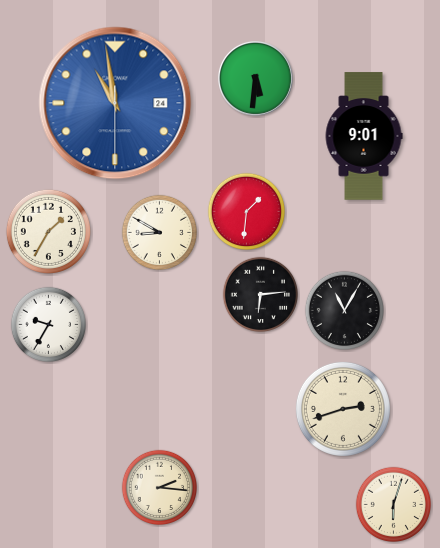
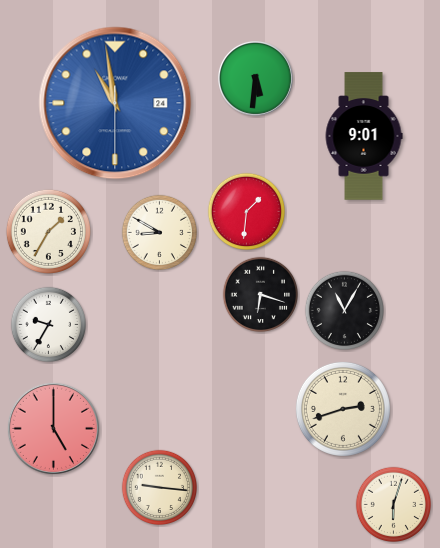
clock at (261, 295): 6:14 -> 6:18
clock at (53, 428): none -> 5:00
clock at (160, 488): 2:16 -> 9:16
